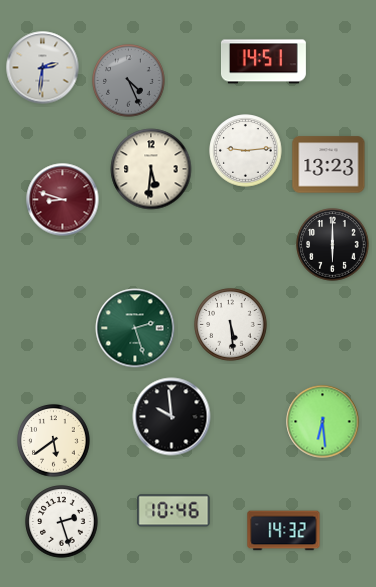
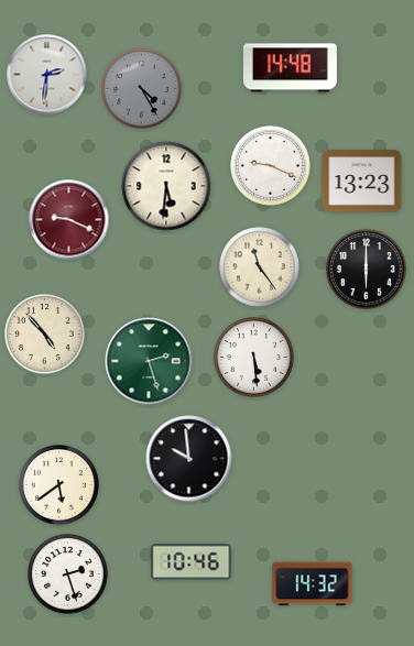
clock at (263, 62): 14:51 -> 14:48
clock at (129, 81): 4:26 -> 4:25
clock at (246, 151): 9:14 -> 9:19
clock at (63, 200): 8:48 -> 9:19
clock at (260, 267): none -> 11:24
clock at (45, 335): none -> 4:53
clock at (323, 422): 6:29 -> none
